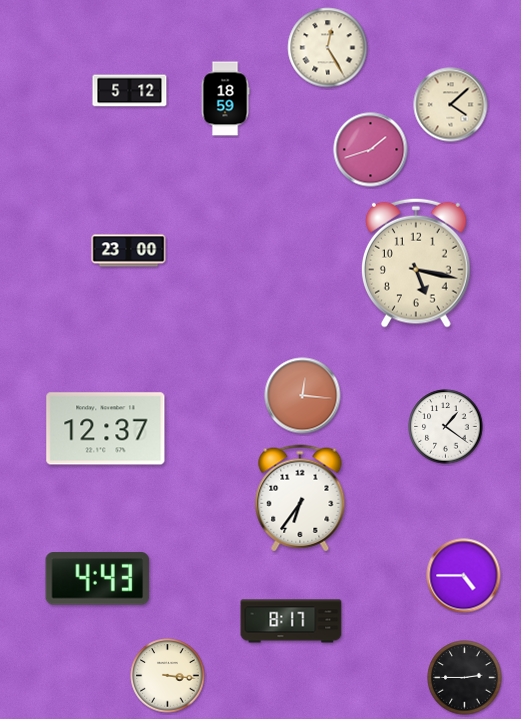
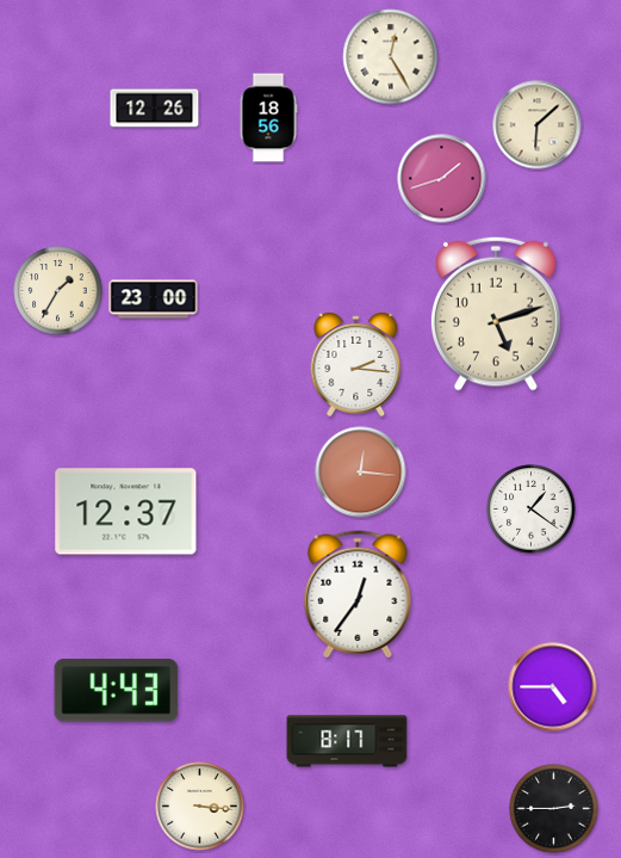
clock at (130, 91): 5:12 -> 12:26
clock at (225, 99): 18:59 -> 18:56
clock at (451, 105): 4:08 -> 6:08
clock at (58, 291): none -> 1:35
clock at (416, 263): 5:17 -> 5:12
clock at (356, 364): none -> 2:16
clock at (300, 498): 6:36 -> 12:36
